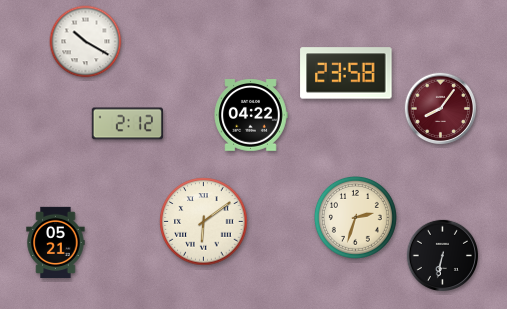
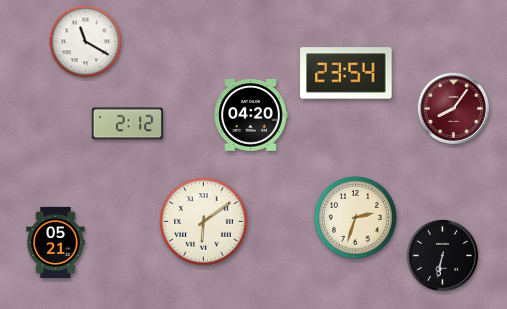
clock at (86, 42): 10:20 -> 11:20
clock at (346, 73): 23:58 -> 23:54
clock at (440, 108) position: (440, 108) -> (453, 108)
clock at (251, 116): 04:22 -> 04:20
